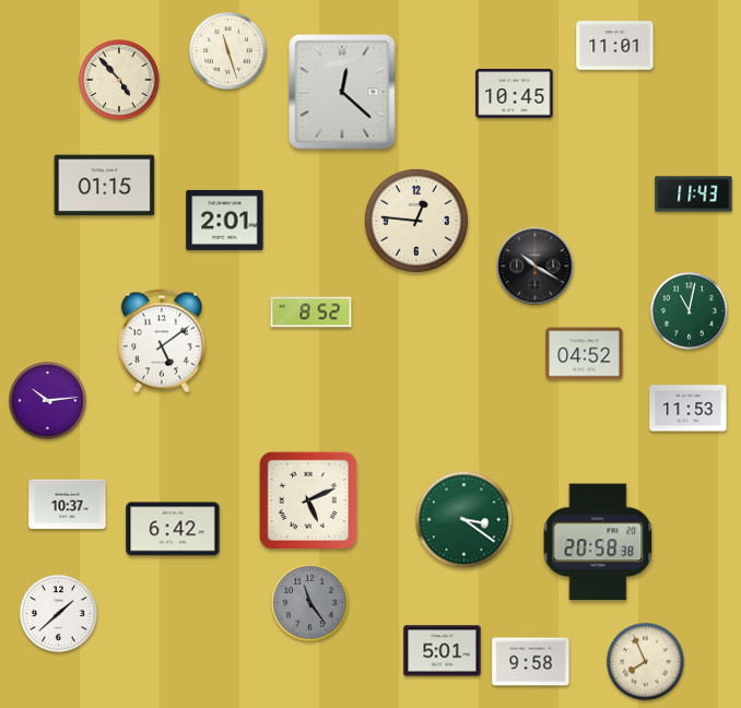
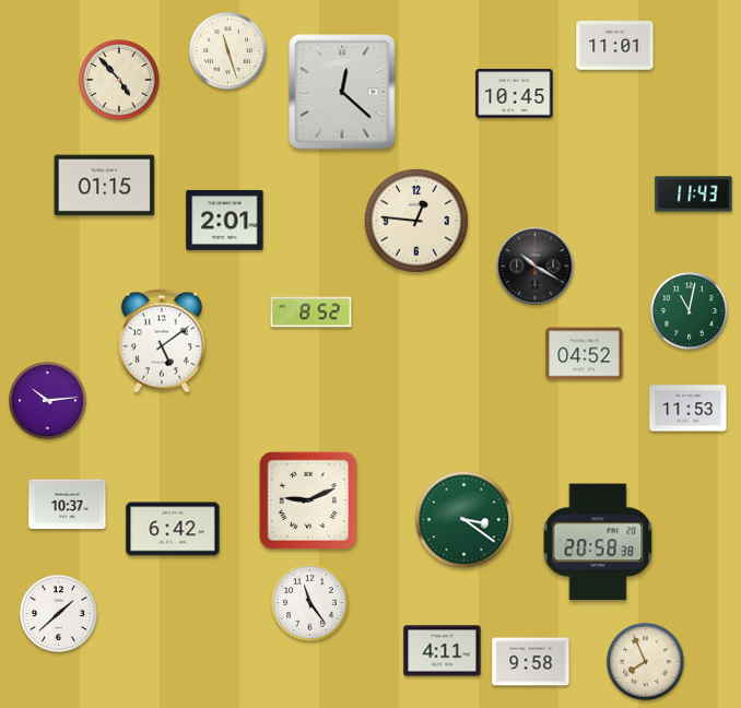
clock at (308, 500): 5:11 -> 9:11
clock at (310, 603) dial: grey -> white
clock at (443, 651): 5:01 -> 4:11
